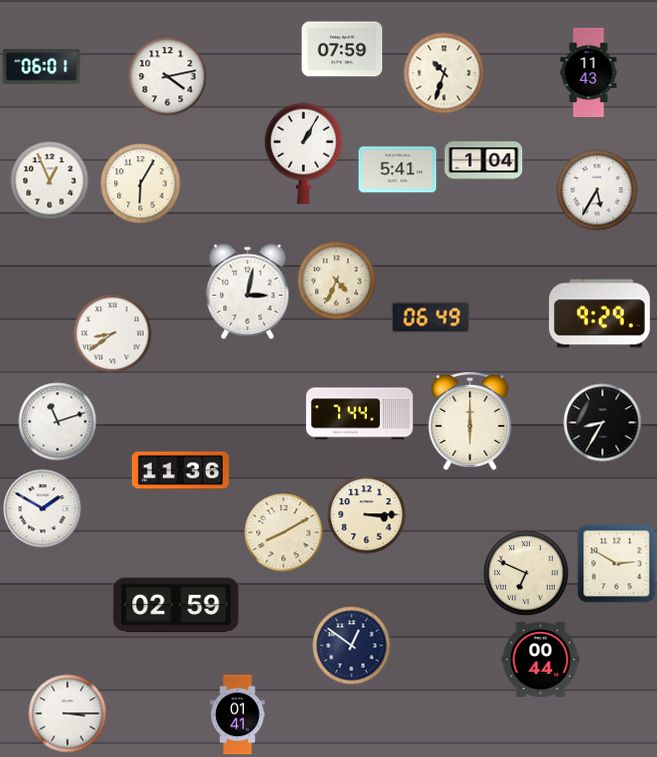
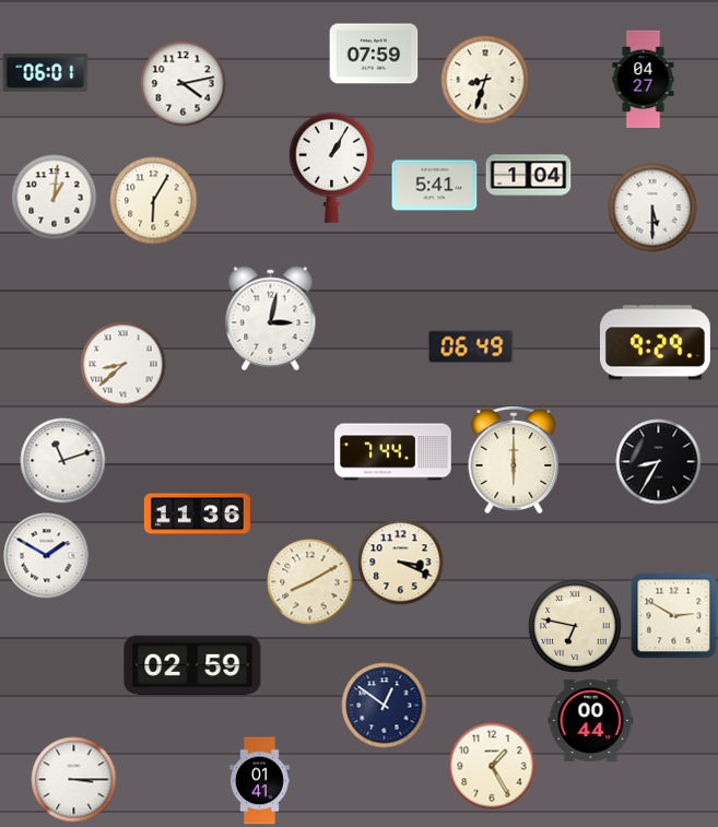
clock at (589, 72): 11:43 -> 04:27
clock at (444, 73): 10:33 -> 8:33
clock at (49, 180): 12:56 -> 1:01
clock at (597, 190): 5:35 -> 5:30
clock at (336, 280): 4:34 -> none
clock at (112, 333): 8:39 -> 8:38
clock at (366, 514): 3:15 -> 3:19
clock at (526, 573): 6:49 -> 6:47
clock at (176, 605) position: (176, 605) -> (192, 665)
clock at (492, 766): none -> 1:25
